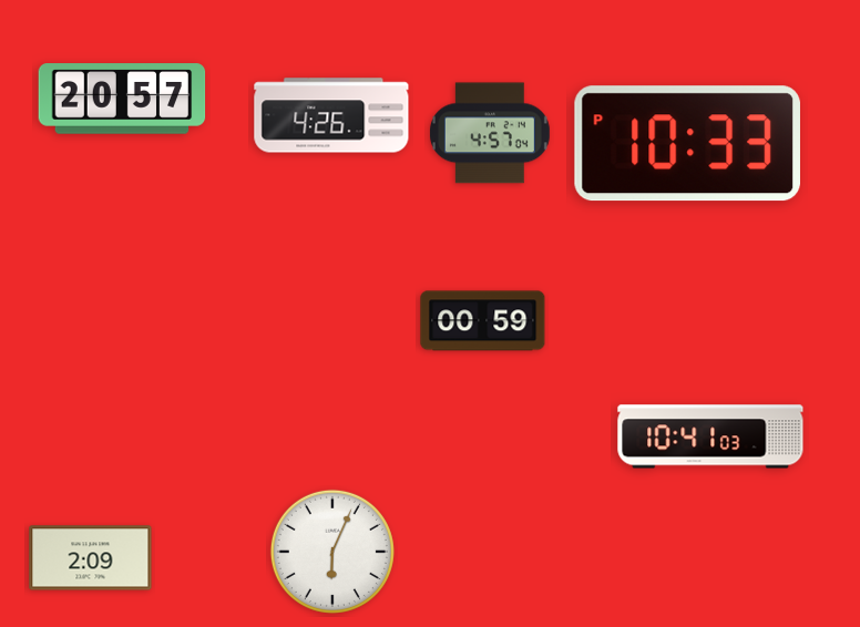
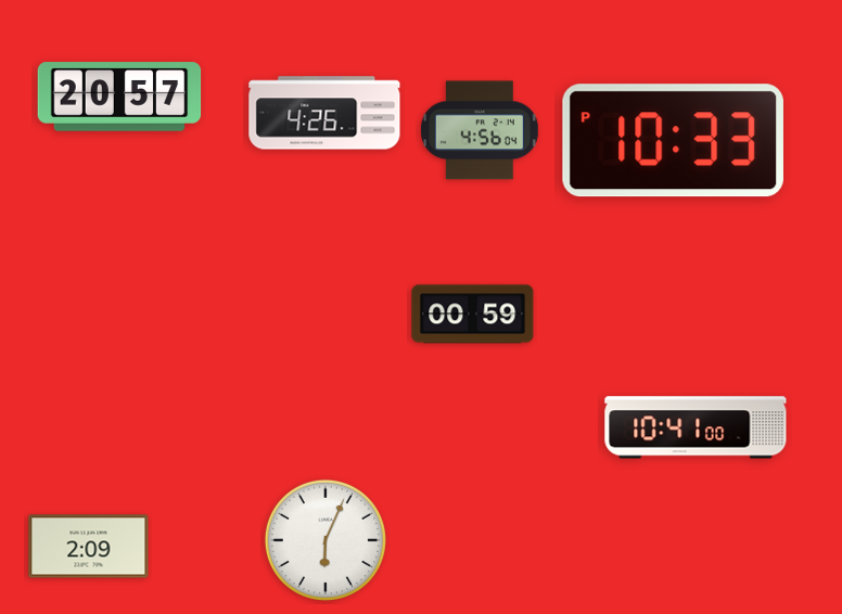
clock at (490, 133): 4:57 -> 4:56
clock at (710, 436): 10:41:03 -> 10:41:00
